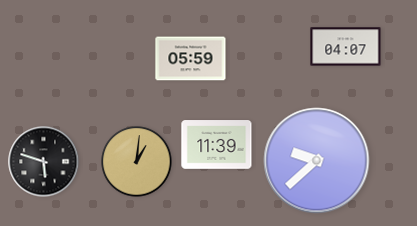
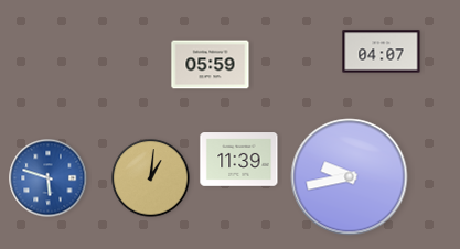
clock at (317, 161): 9:38 -> 9:43
clock at (44, 162) dial: black -> blue
